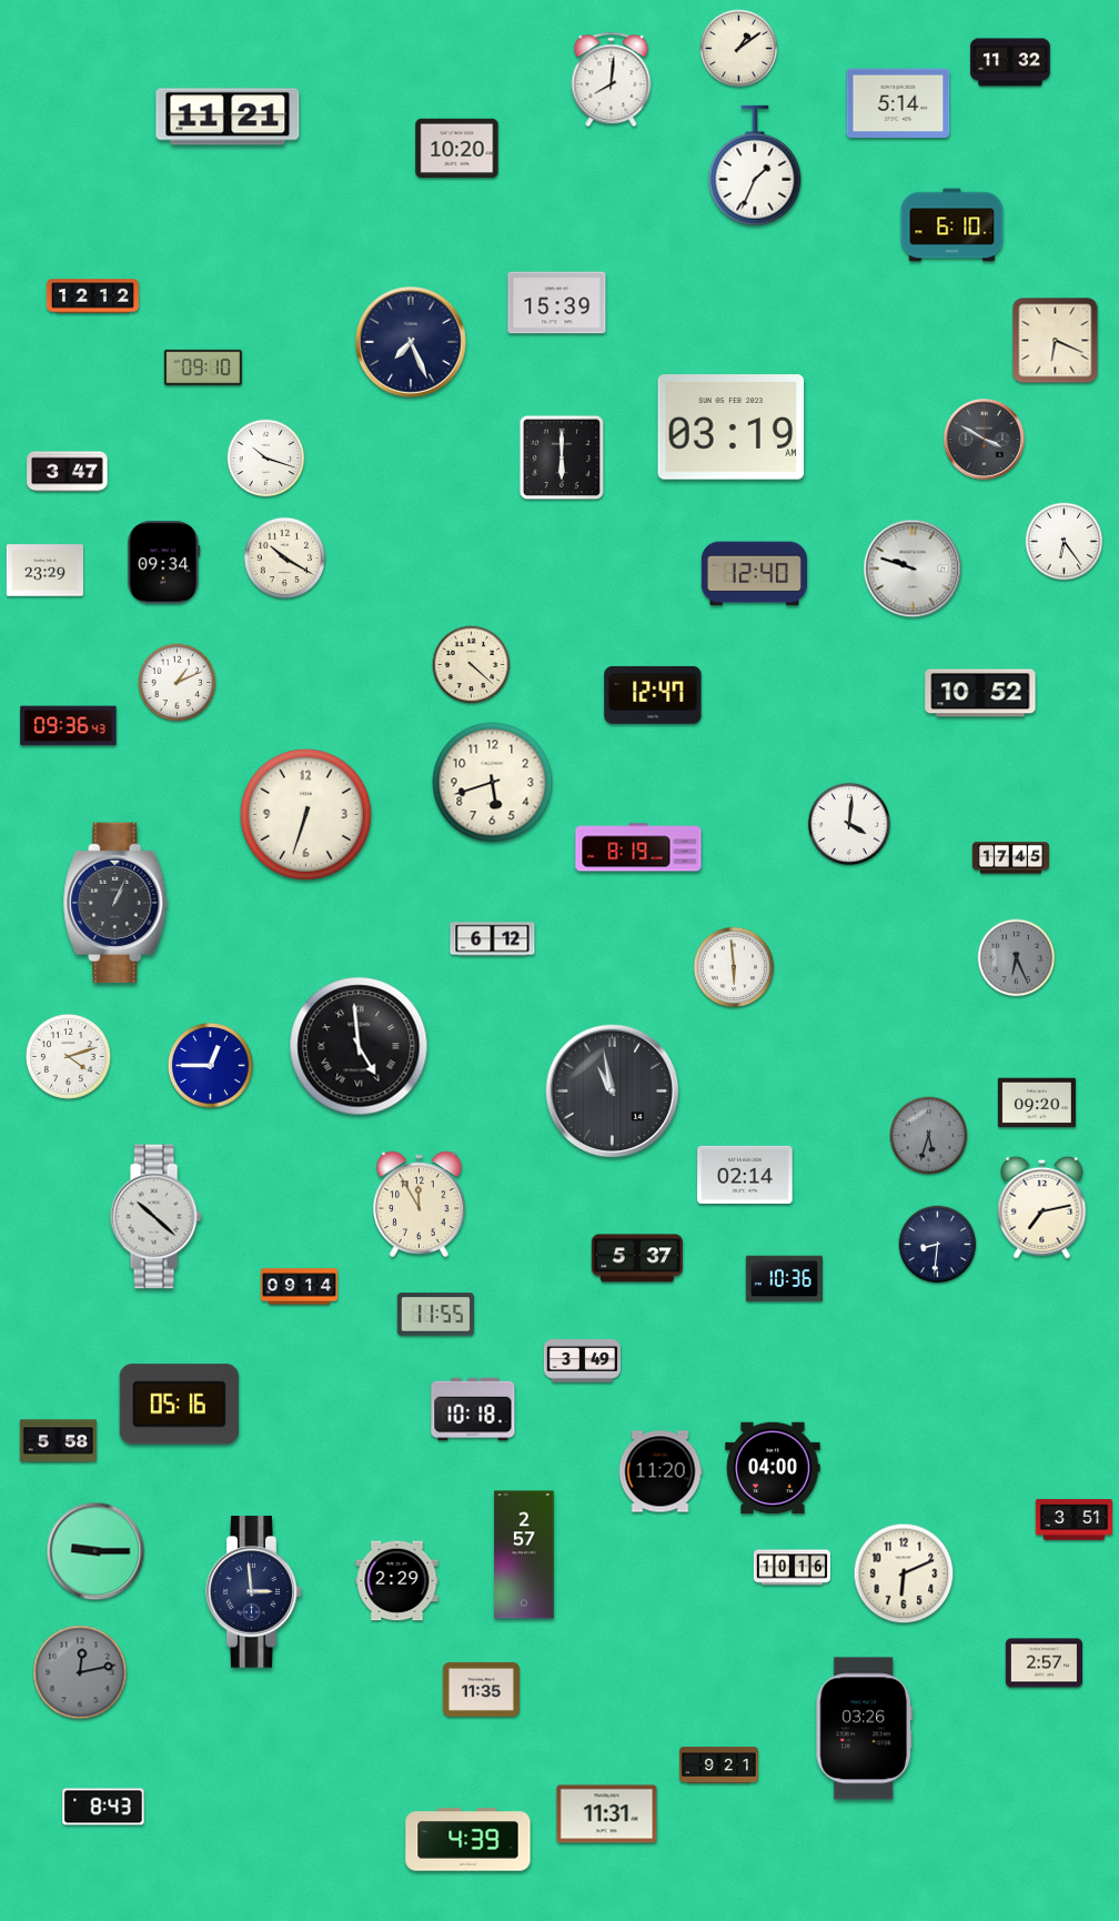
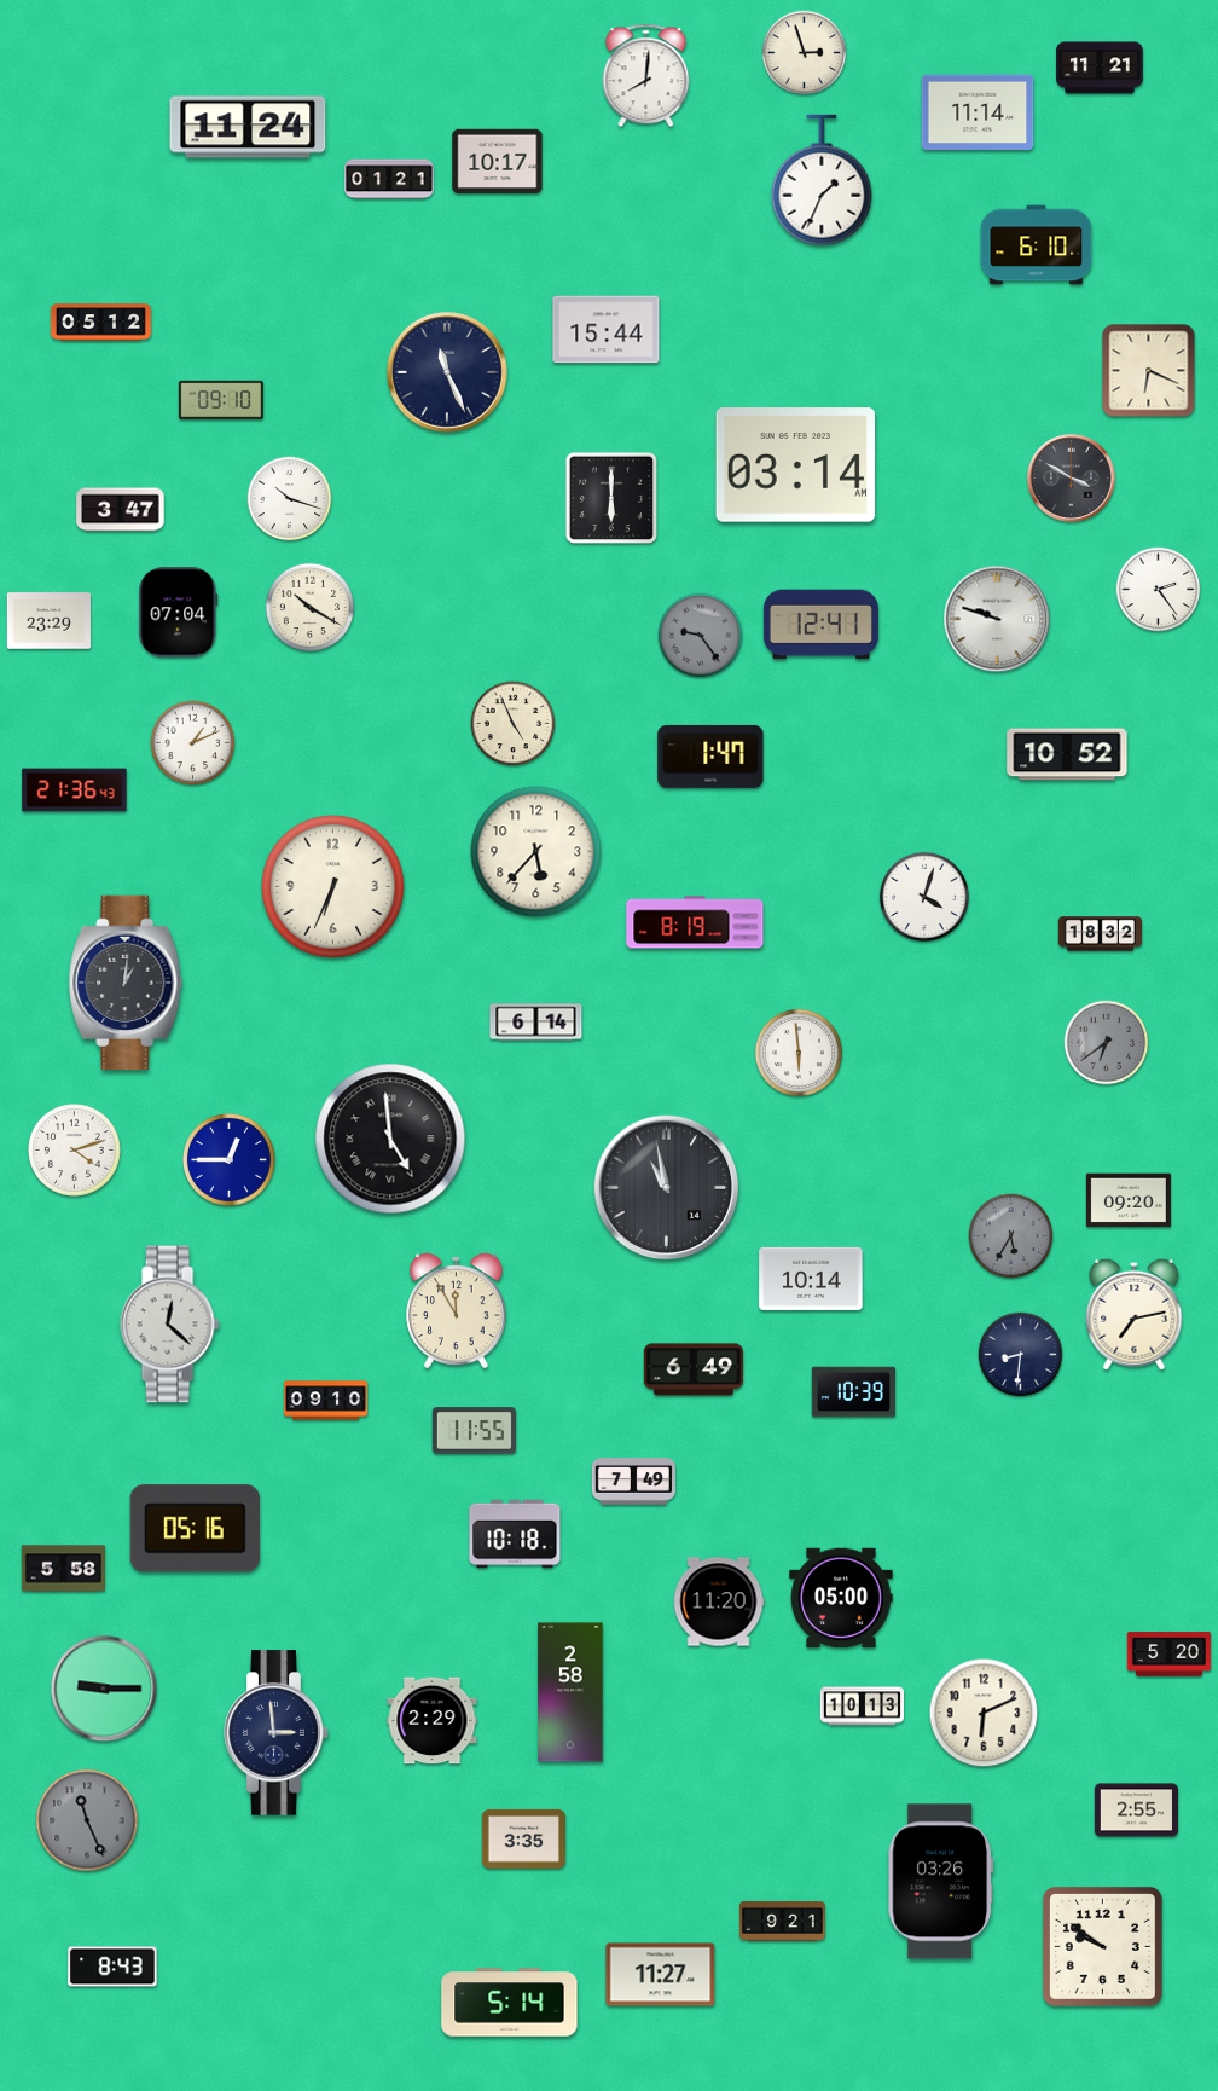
clock at (739, 49): 1:09 -> 2:57
clock at (1010, 62): 11:32 -> 11:21
clock at (612, 80) position: (612, 80) -> (646, 76)
clock at (898, 103): 5:14 -> 11:14
clock at (228, 117): 11:21 -> 11:24
clock at (457, 149): 10:20 -> 10:17
clock at (389, 179): none -> 01:21
clock at (92, 296): 12:12 -> 05:12
clock at (557, 303): 15:39 -> 15:44
clock at (411, 342): 7:26 -> 11:26
clock at (732, 428): 03:19 -> 03:14
clock at (68, 472) position: (68, 472) -> (121, 510)
clock at (1065, 542): 6:24 -> 2:24
clock at (164, 563): 09:34 -> 07:04
clock at (913, 569) position: (913, 569) -> (997, 619)
clock at (754, 574): 12:40 -> 12:41
clock at (701, 636): none -> 9:24
clock at (472, 665): 4:22 -> 4:56
clock at (653, 695): 12:47 -> 1:47
clock at (69, 726): 09:36 -> 21:36
clock at (493, 783): 5:42 -> 5:37
clock at (305, 814): 6:33 -> 6:34
clock at (849, 824): 4:01 -> 4:03
clock at (1010, 858): 17:45 -> 18:32
clock at (115, 903): 1:04 -> 1:01
clock at (493, 939): 6:12 -> 6:14
clock at (1017, 958): 6:26 -> 6:39
clock at (929, 1136): 5:33 -> 5:35
clock at (745, 1175): 02:14 -> 10:14
clock at (155, 1217): 10:22 -> 12:22
clock at (637, 1258): 5:37 -> 6:49
clock at (784, 1279): 10:36 -> 10:39
clock at (300, 1287): 09:14 -> 09:10
clock at (582, 1361): 3:49 -> 7:49
clock at (773, 1468): 04:00 -> 05:00
clock at (1075, 1520): 3:51 -> 5:20
clock at (524, 1555): 2:57 -> 2:58
clock at (792, 1568): 10:16 -> 10:13
clock at (1044, 1663): 2:57 -> 2:55
clock at (80, 1672): 12:13 -> 11:26
clock at (481, 1689): 11:35 -> 3:35
clock at (1102, 1946): none -> 9:51
clock at (607, 1814): 11:31 -> 11:27
clock at (468, 1840): 4:39 -> 5:14
